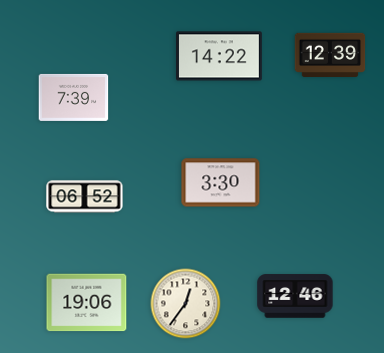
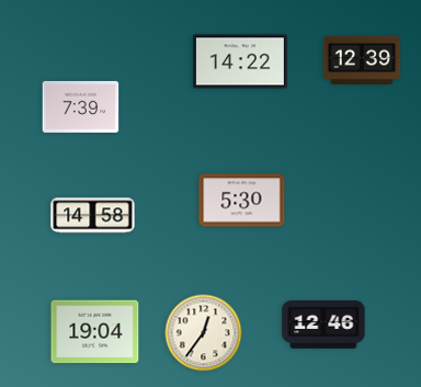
clock at (221, 183): 3:30 -> 5:30
clock at (85, 197): 06:52 -> 14:58
clock at (87, 303): 19:06 -> 19:04
